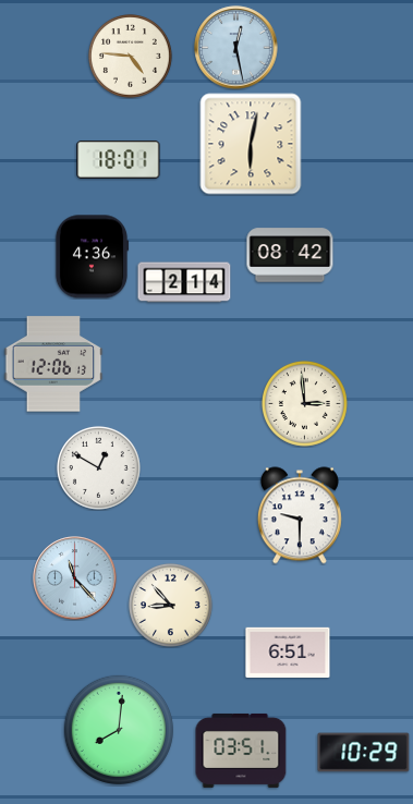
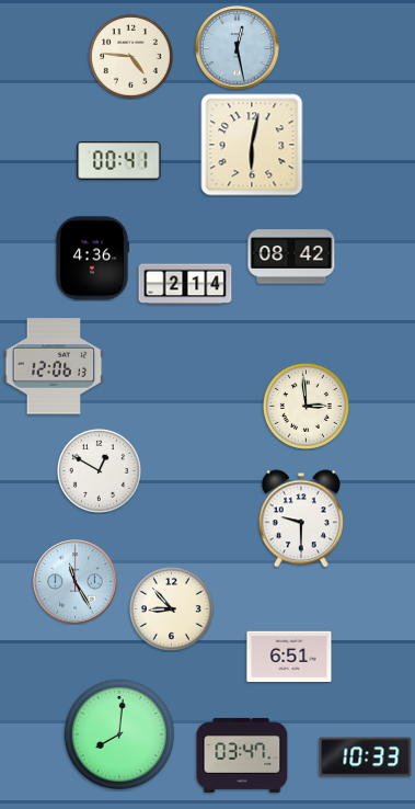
clock at (119, 160): 18:01 -> 00:41
clock at (75, 578): 11:23 -> 11:25
clock at (241, 751): 03:51 -> 03:47
clock at (364, 753): 10:29 -> 10:33
